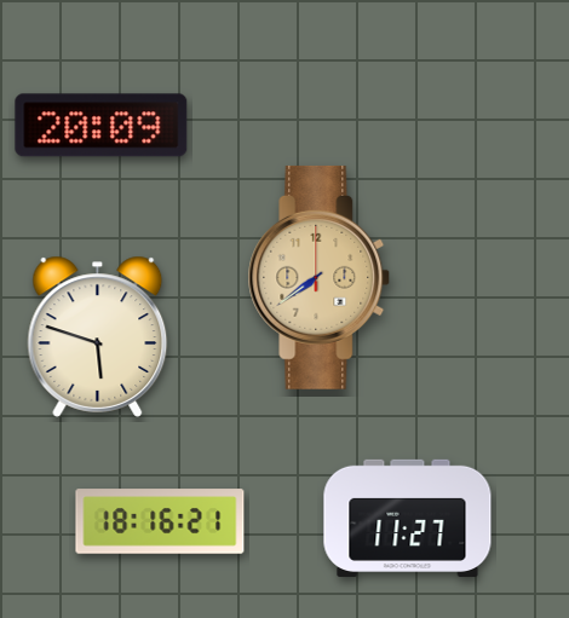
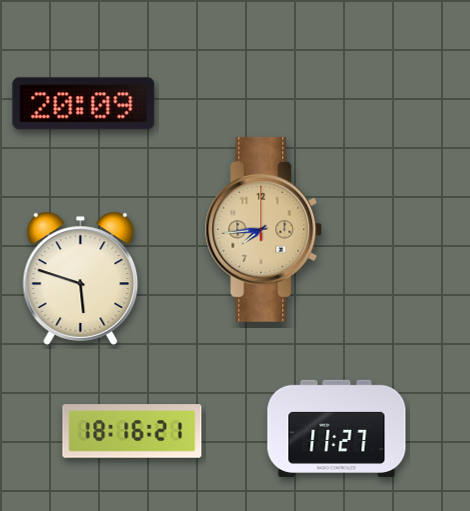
clock at (320, 277): 7:39 -> 7:44
